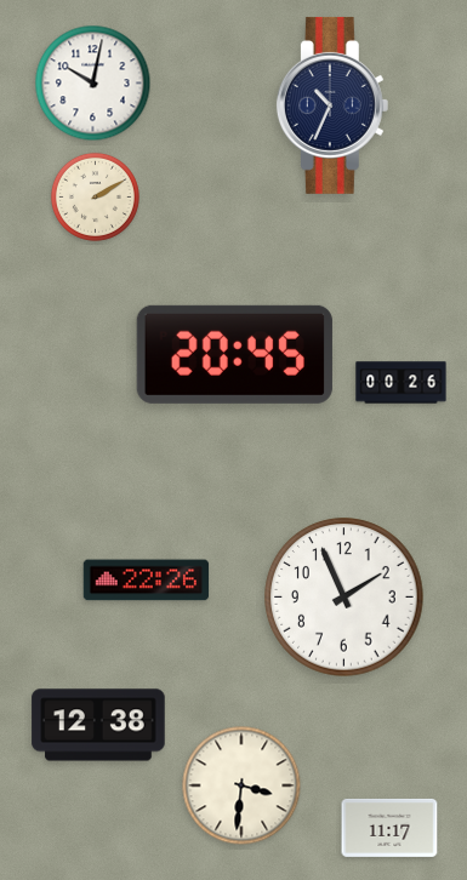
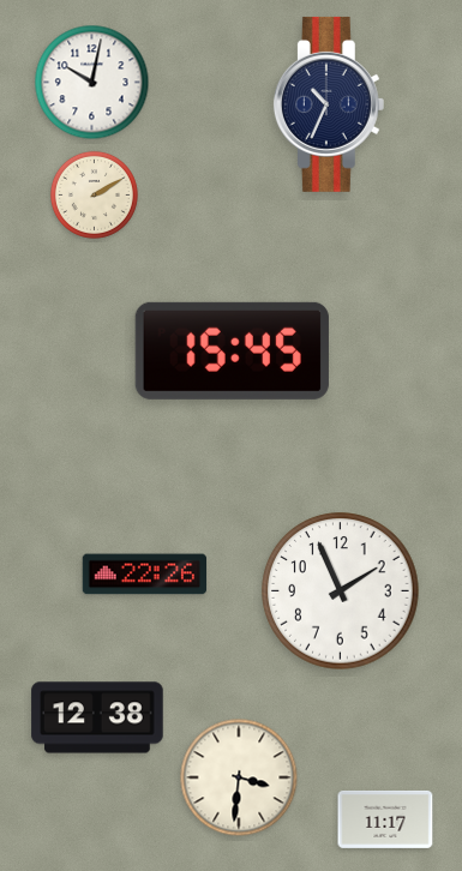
clock at (234, 354): 20:45 -> 15:45
clock at (401, 383): 00:26 -> none
